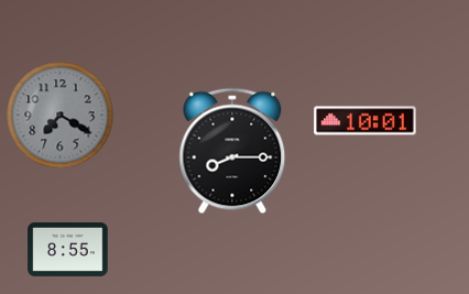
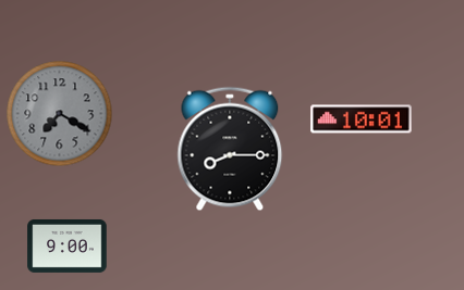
clock at (68, 249): 8:55 -> 9:00
